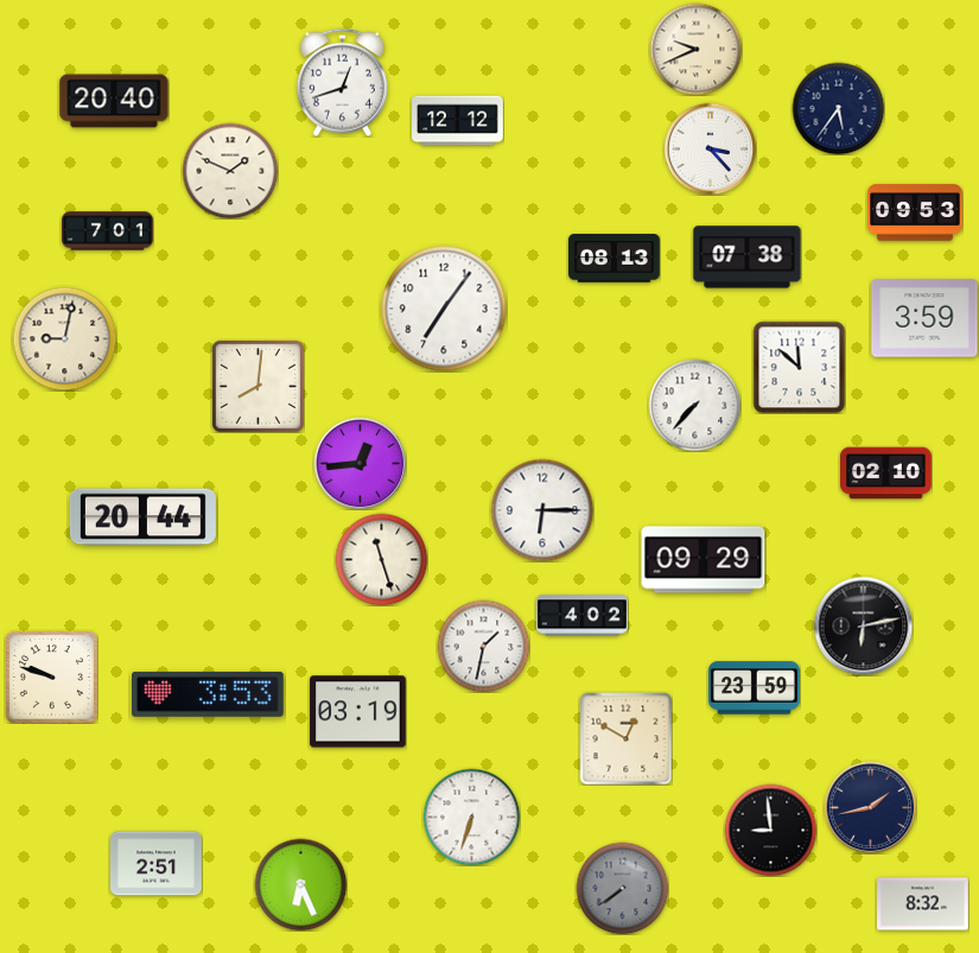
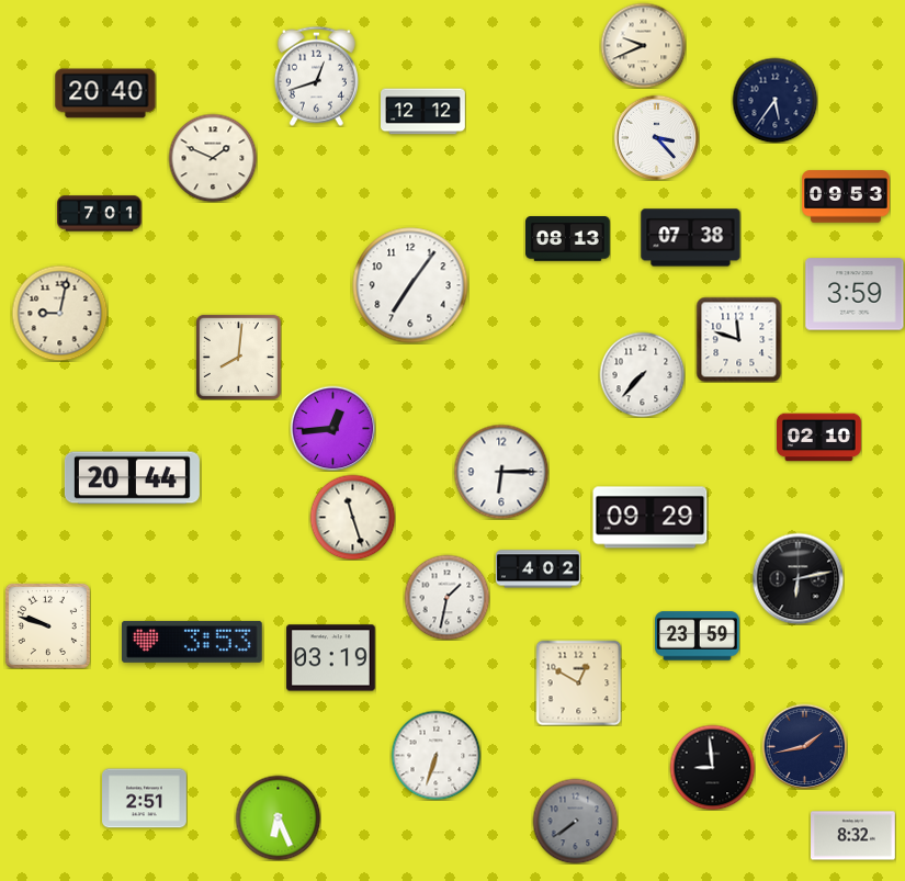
clock at (799, 367): 11:52 -> 11:48
